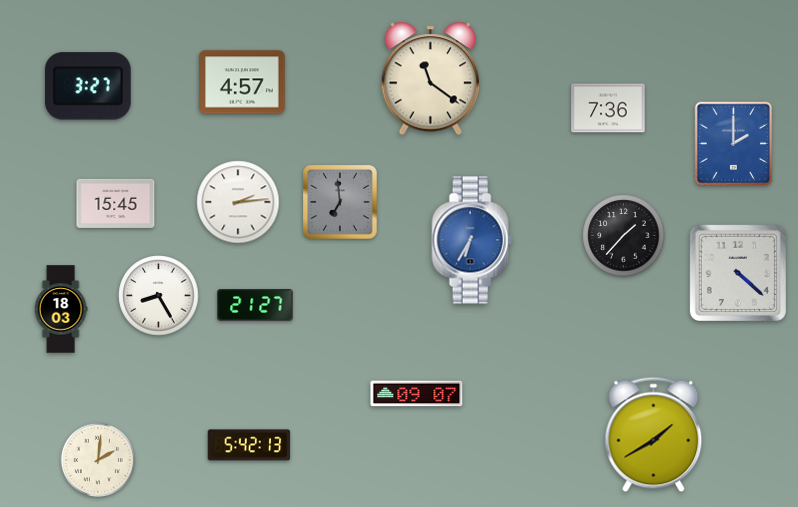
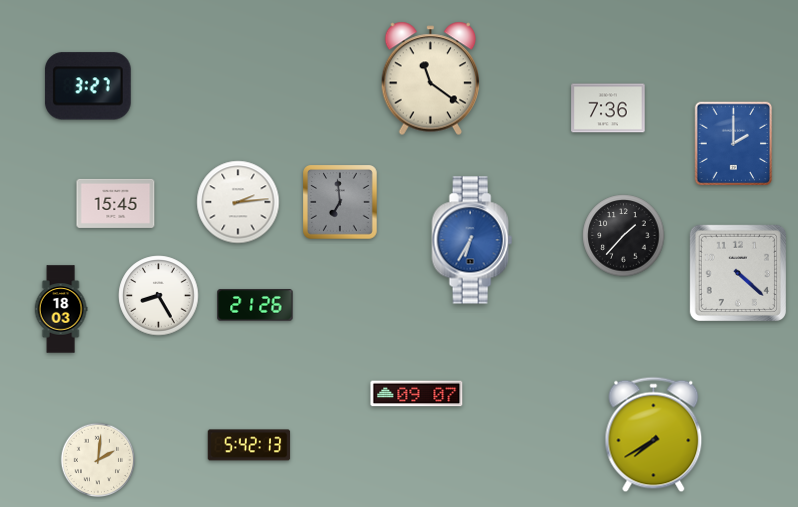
clock at (243, 82): 4:57 -> none
clock at (255, 305): 21:27 -> 21:26
clock at (654, 435): 1:40 -> 7:40
